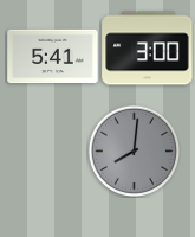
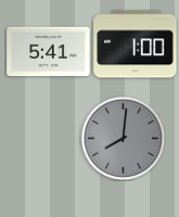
clock at (148, 49): 3:00 -> 1:00
